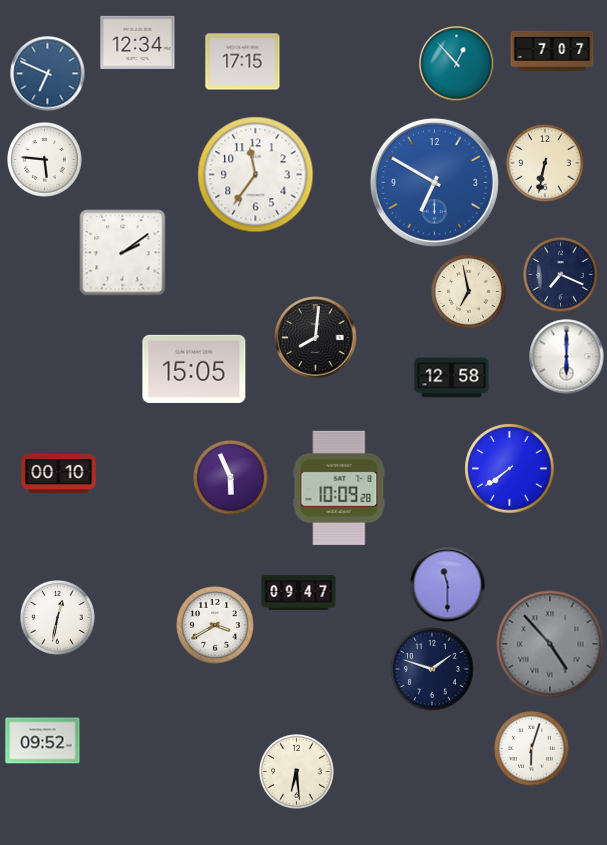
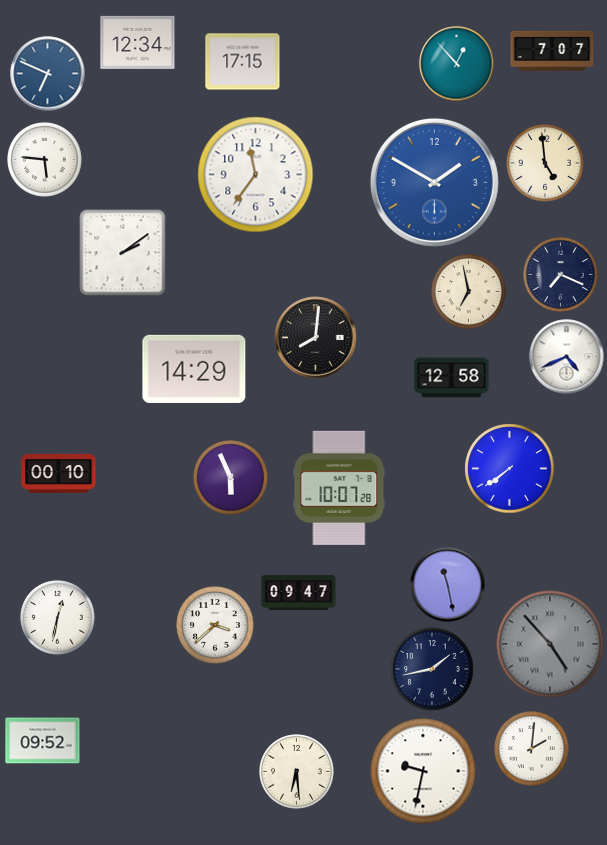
clock at (545, 163): 6:32 -> 4:59
clock at (434, 182): 6:50 -> 1:50
clock at (567, 357): 6:00 -> 4:41
clock at (194, 369): 15:05 -> 14:29
clock at (339, 488): 10:09 -> 10:07
clock at (448, 585): 11:30 -> 11:28
clock at (215, 625): 3:40 -> 3:38
clock at (432, 669): 1:48 -> 1:43
clock at (532, 749): 6:03 -> 2:01
clock at (423, 771): none -> 9:32
